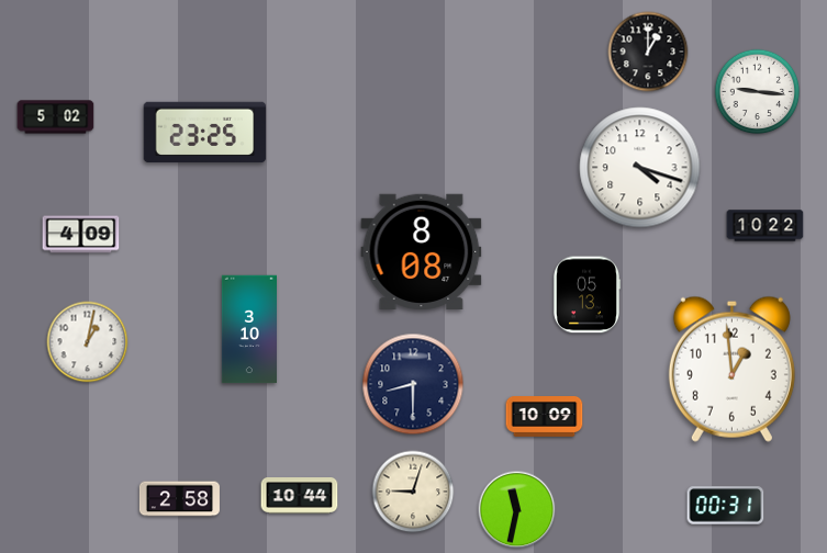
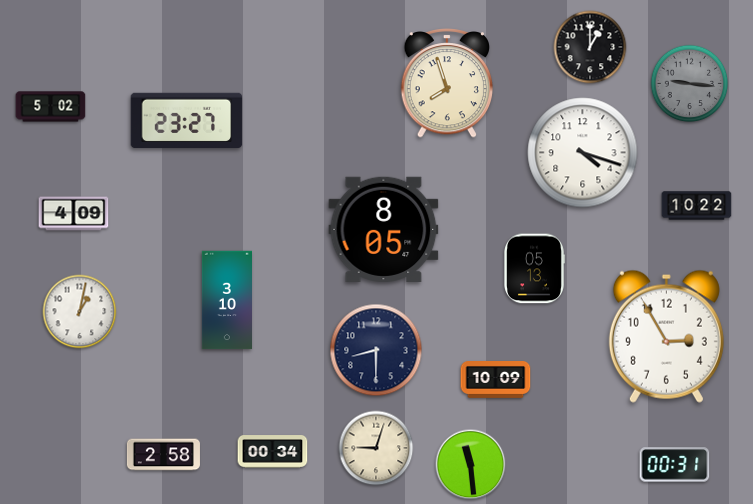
clock at (447, 83): none -> 7:57
clock at (758, 92) dial: white -> grey
clock at (205, 133): 23:25 -> 23:27
clock at (422, 251): 8:08 -> 8:05
clock at (731, 369): 12:59 -> 2:55
clock at (300, 496): 10:44 -> 00:34
clock at (726, 506) position: (726, 506) -> (675, 465)
clock at (517, 510): 11:32 -> 11:29
